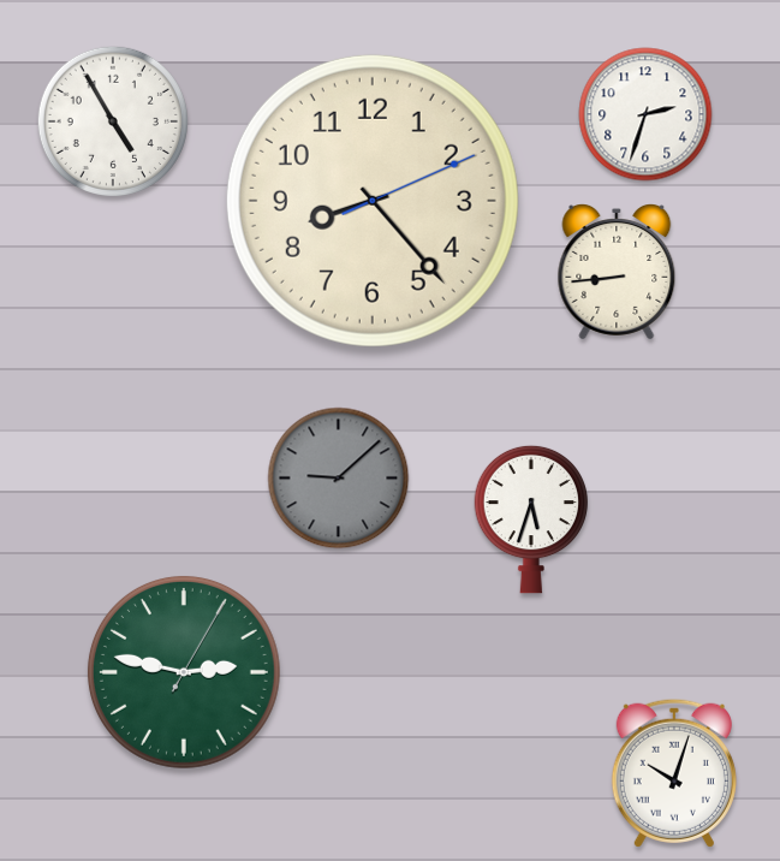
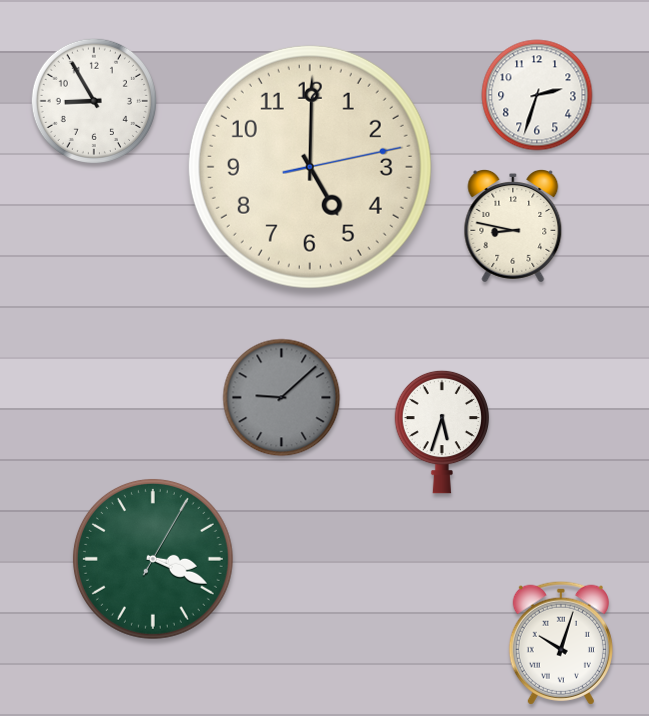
clock at (113, 121): 4:55 -> 8:55
clock at (373, 201): 8:23 -> 5:00
clock at (617, 273): 8:44 -> 8:47
clock at (184, 672): 2:47 -> 3:19
